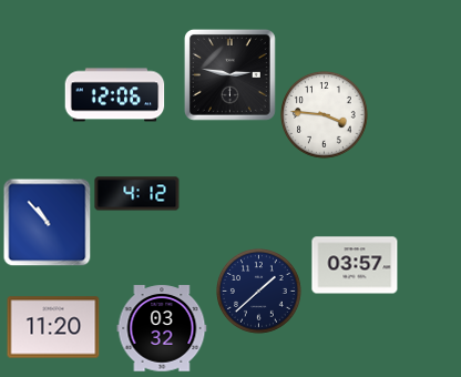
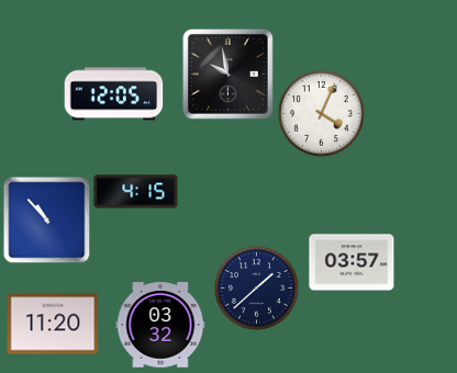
clock at (229, 74): 2:47 -> 9:58
clock at (115, 95): 12:06 -> 12:05
clock at (325, 115): 3:46 -> 4:04
clock at (137, 194): 4:12 -> 4:15
